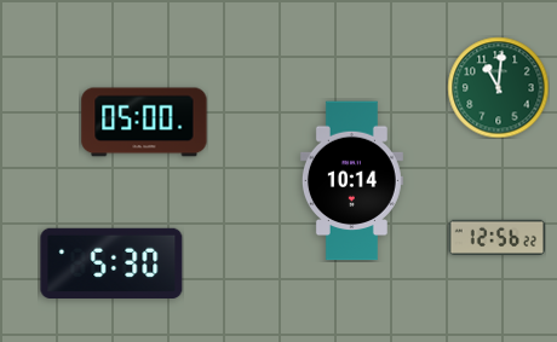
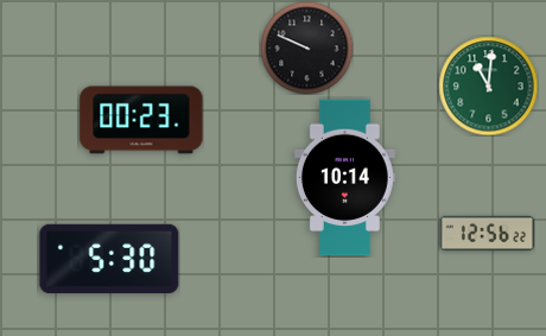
clock at (306, 47): none -> 9:49
clock at (144, 122): 05:00 -> 00:23
